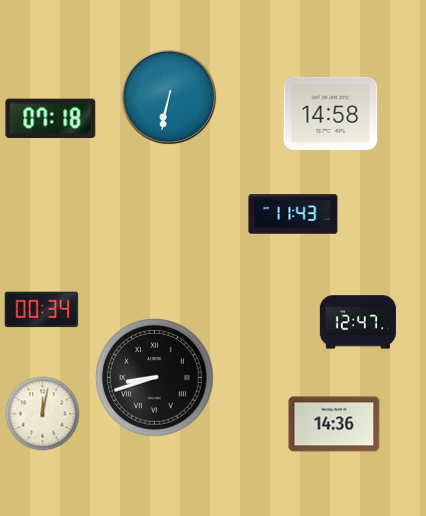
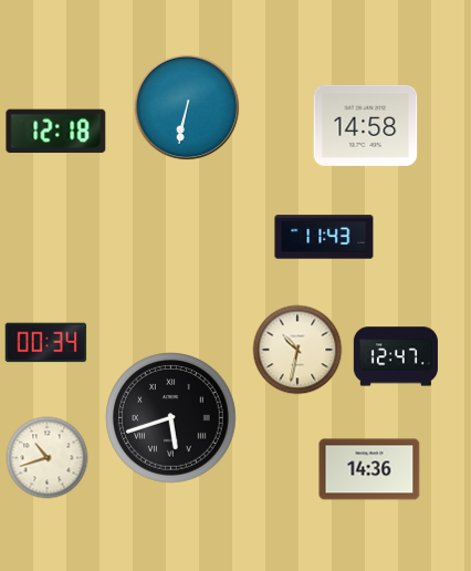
clock at (51, 119): 07:18 -> 12:18
clock at (297, 350): none -> 10:32
clock at (155, 378): 8:42 -> 5:42
clock at (43, 414): 12:02 -> 10:42
